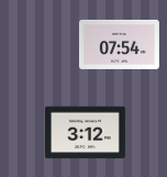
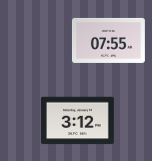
clock at (119, 44): 07:54 -> 07:55
